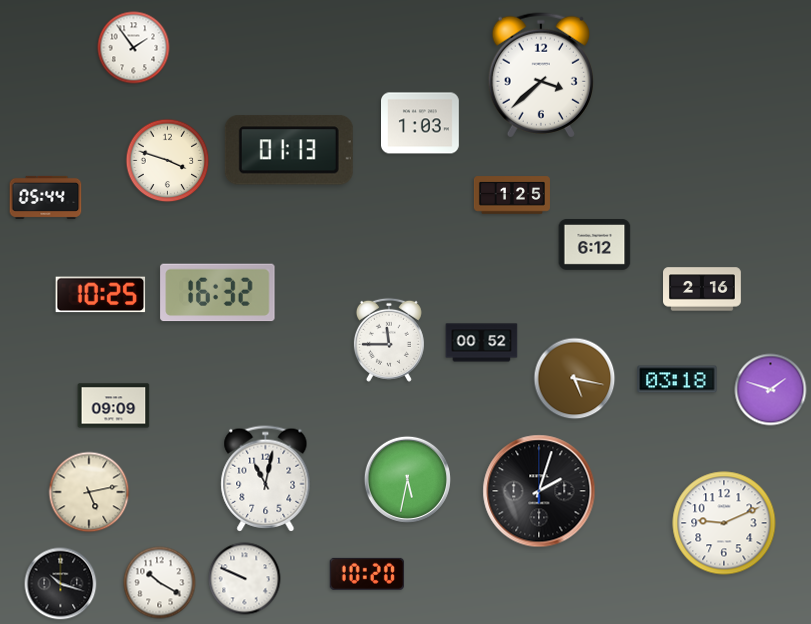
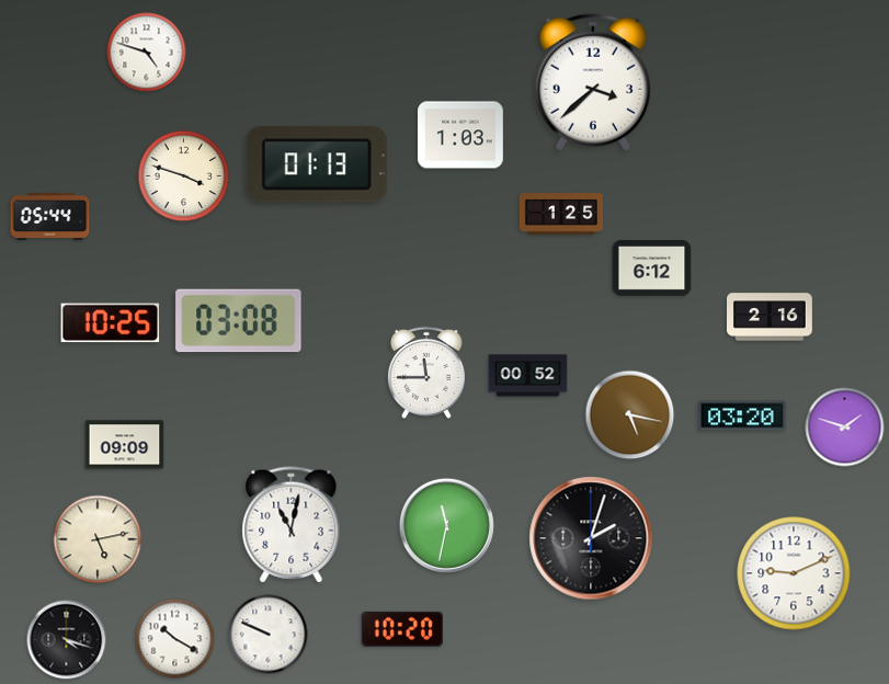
clock at (134, 48): 1:54 -> 4:48
clock at (218, 293): 16:32 -> 03:08
clock at (677, 379): 03:18 -> 03:20
clock at (407, 479): 5:32 -> 11:32
clock at (61, 584): 10:18 -> 4:18
